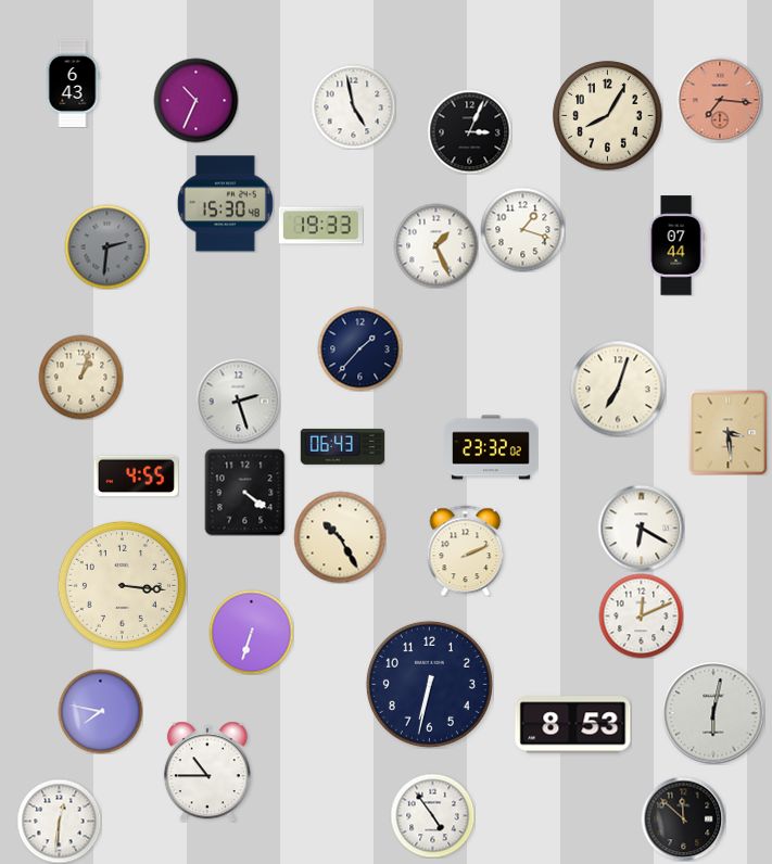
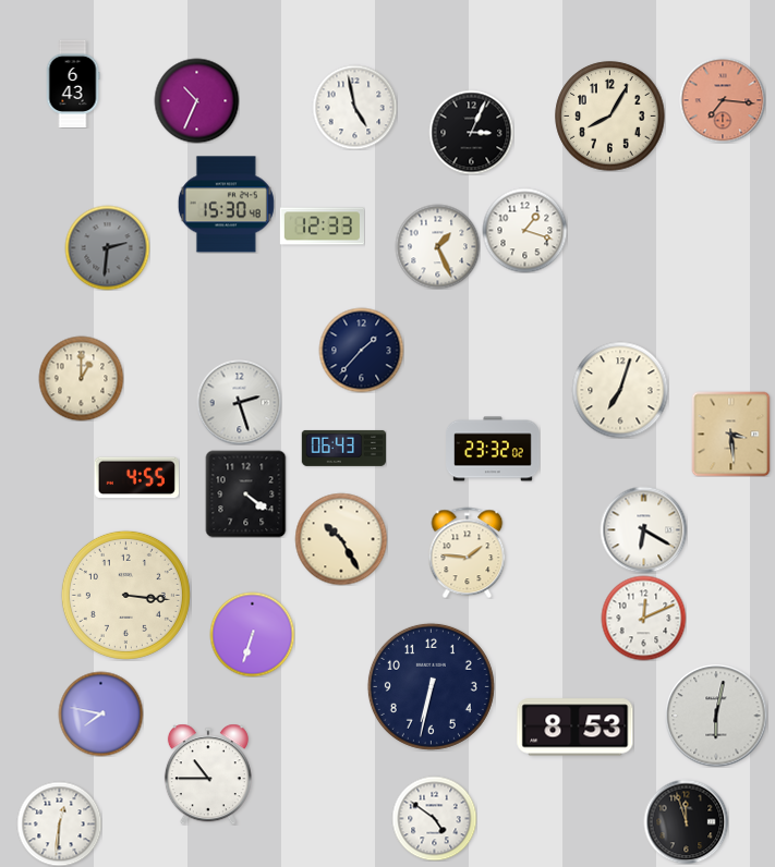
clock at (320, 226): 19:33 -> 12:33
clock at (676, 245): 07:44 -> none
clock at (80, 377): 1:03 -> 1:00
clock at (466, 550): 2:11 -> 1:46
clock at (122, 585) position: (122, 585) -> (125, 595)
clock at (432, 815): 4:54 -> 4:51
clock at (683, 818): 11:52 -> 11:57
